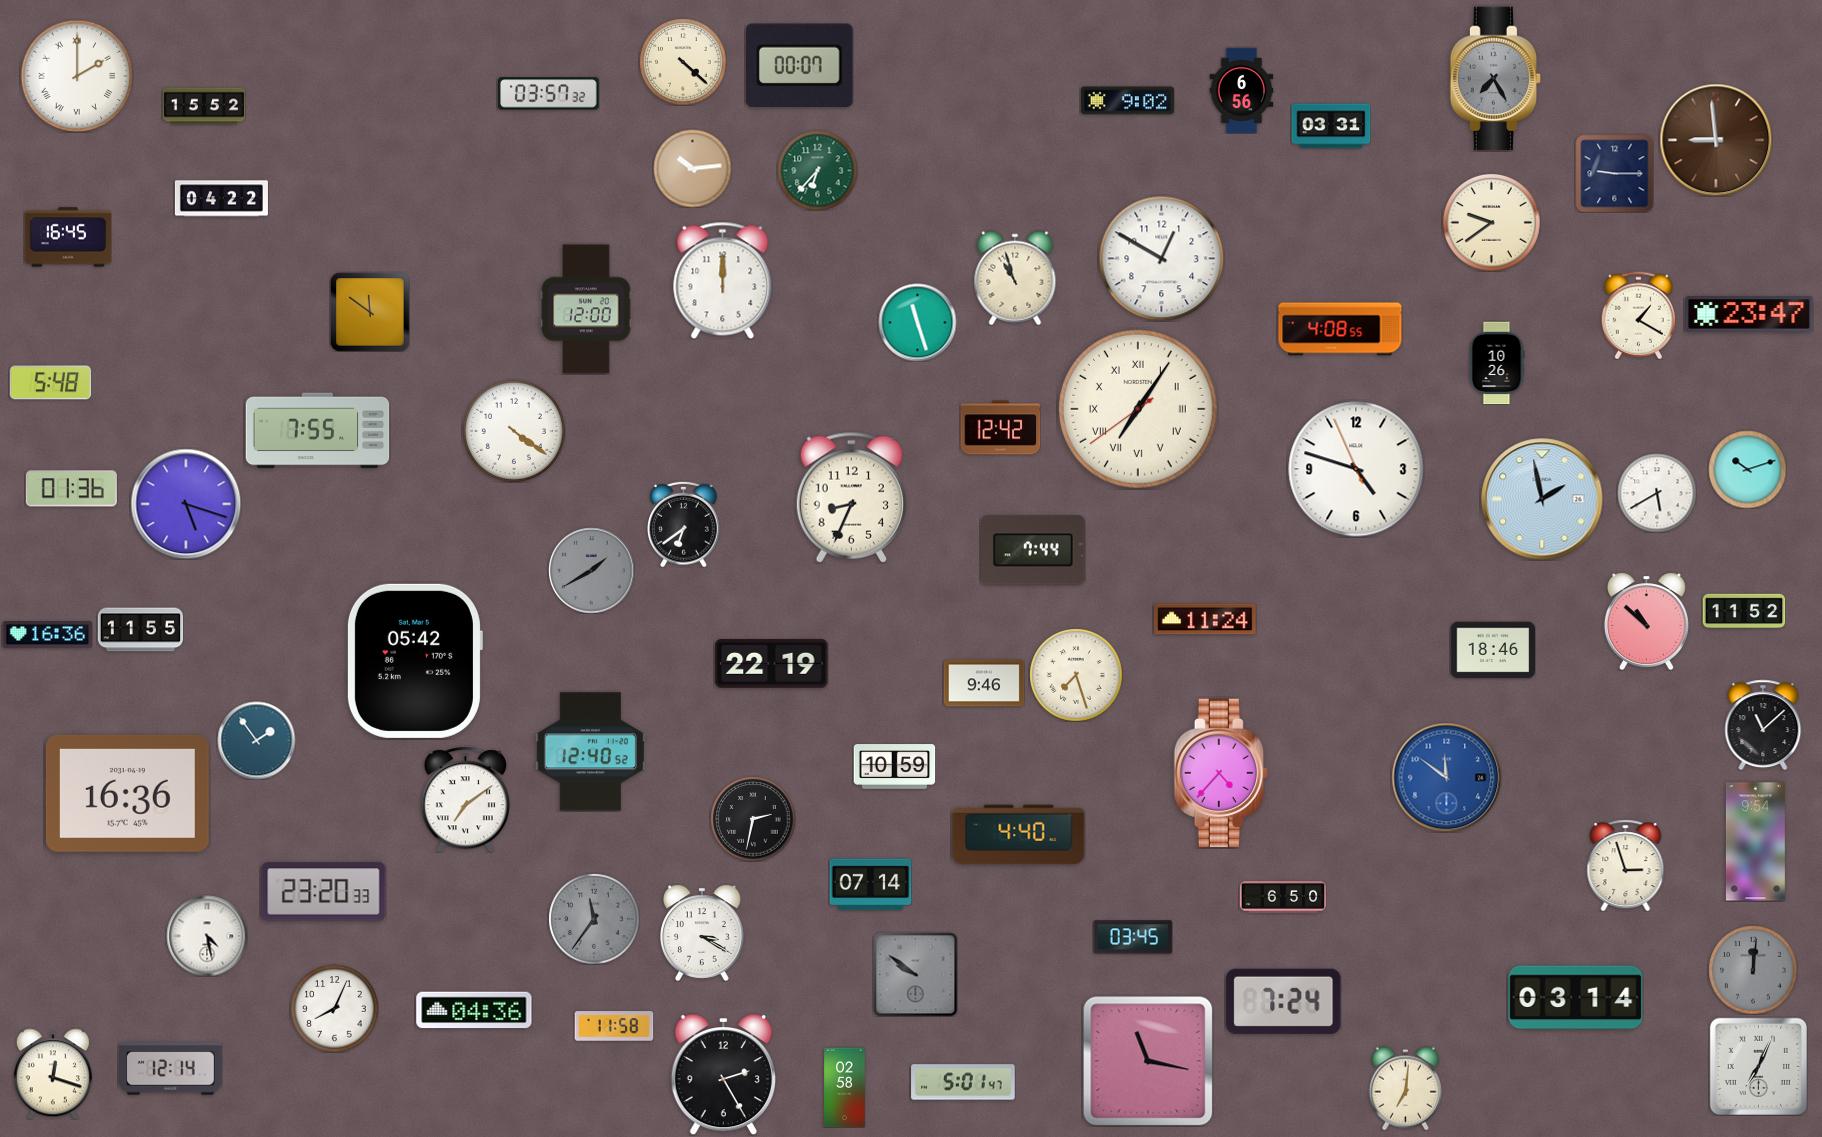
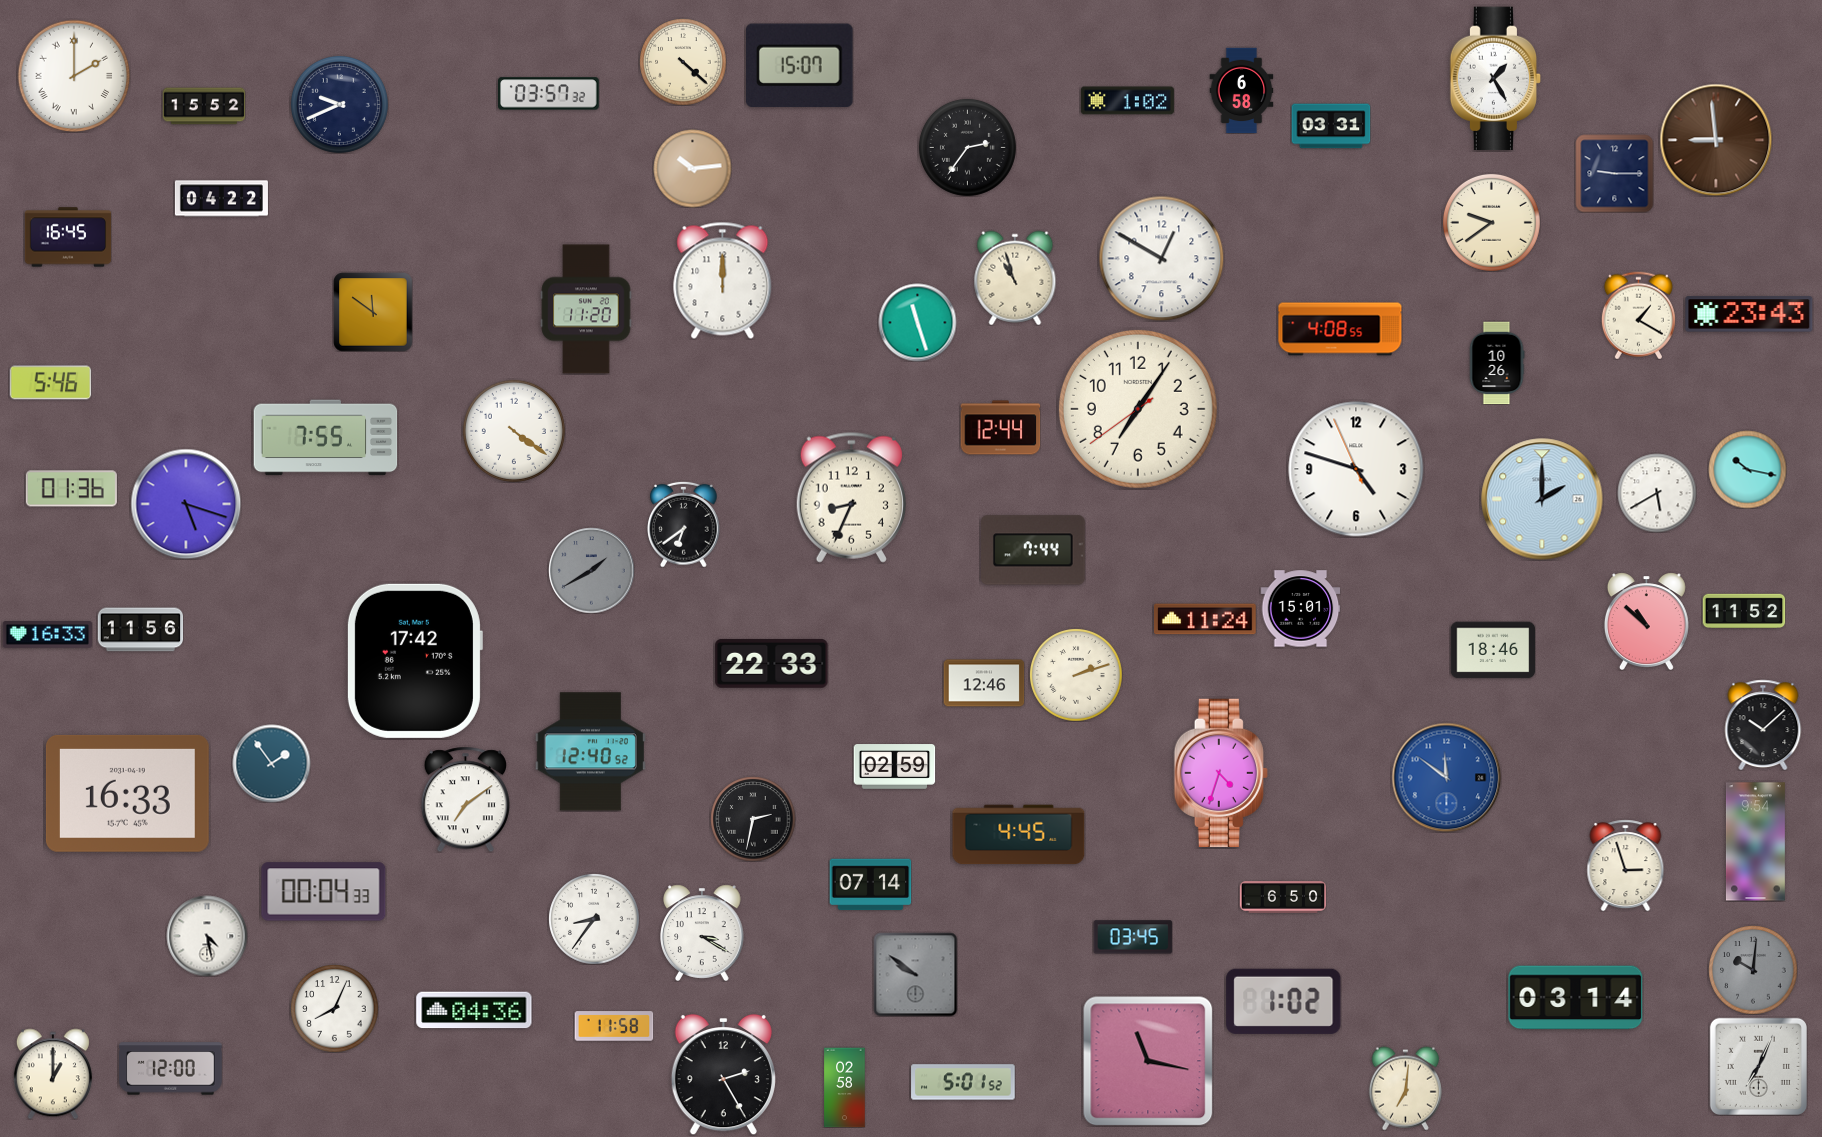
clock at (800, 66): 00:07 -> 15:07
clock at (77, 76) position: (77, 76) -> (74, 76)
clock at (1496, 79): 7:25 -> 1:25
clock at (1496, 79) dial: grey -> white
clock at (1242, 90): 6:56 -> 6:58
clock at (1127, 101): 9:02 -> 1:02
clock at (339, 104): none -> 9:41
clock at (967, 147): none -> 2:36
clock at (817, 170): 6:37 -> none
clock at (586, 309): 12:00 -> 11:20
clock at (370, 312) position: (370, 312) -> (373, 312)
clock at (1749, 314): 23:47 -> 23:43
clock at (50, 383): 5:48 -> 5:46
clock at (1138, 409) numerals: Roman -> Arabic
clock at (1000, 428): 12:42 -> 12:44
clock at (318, 431) position: (318, 431) -> (326, 438)
clock at (1747, 469): 10:12 -> 10:17
clock at (1542, 499): 1:58 -> 2:00
clock at (1300, 609): none -> 15:01
clock at (140, 630): 11:55 -> 11:56
clock at (47, 635): 16:36 -> 16:33
clock at (414, 661): 05:42 -> 17:42
clock at (772, 663): 22:19 -> 22:33
clock at (1076, 675): 7:27 -> 2:12
clock at (984, 683): 9:46 -> 12:46
clock at (1763, 725): 11:08 -> 10:08
clock at (256, 740) position: (256, 740) -> (271, 763)
clock at (894, 767): 10:59 -> 02:59
clock at (1221, 772): 4:37 -> 4:33
clock at (127, 793): 16:36 -> 16:33
clock at (1019, 835): 4:40 -> 4:45
clock at (324, 892): 23:20 -> 00:04
clock at (594, 919): 11:36 -> 8:36
clock at (594, 919) dial: grey -> white
clock at (1753, 970): 12:01 -> 10:01
clock at (1284, 1001): 7:24 -> 1:02
clock at (171, 1069): 12:14 -> 12:00
clock at (53, 1074): 12:18 -> 1:00
clock at (963, 1082): 5:01:47 -> 5:01:52
